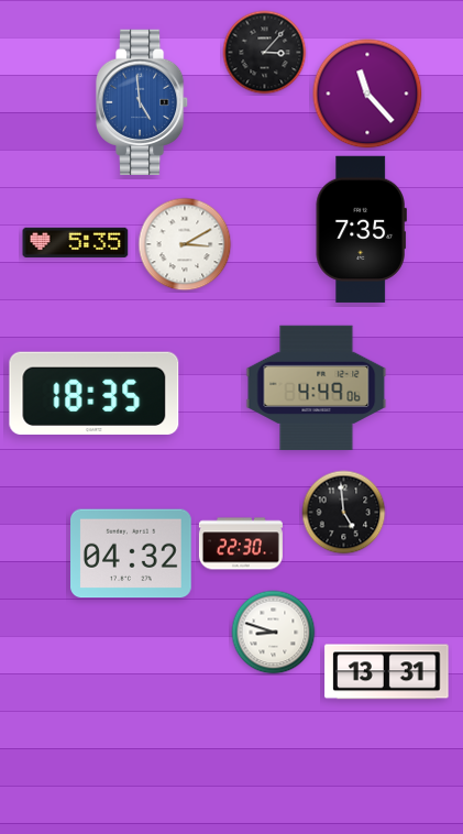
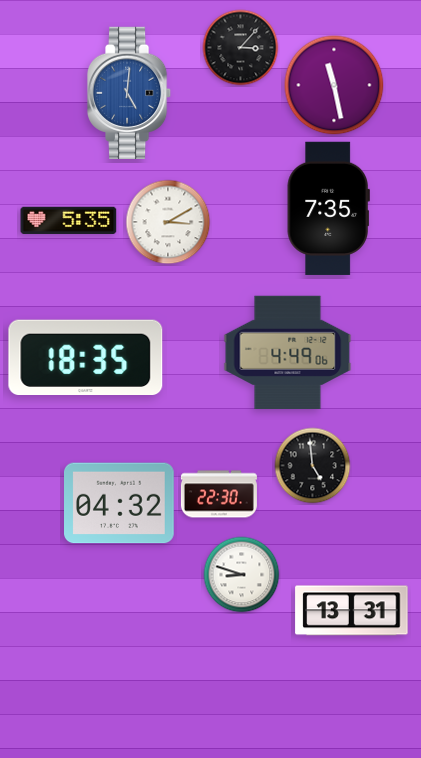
clock at (367, 94): 11:23 -> 11:28
clock at (142, 101): 4:59 -> 5:01
clock at (274, 633) position: (274, 633) -> (242, 575)
